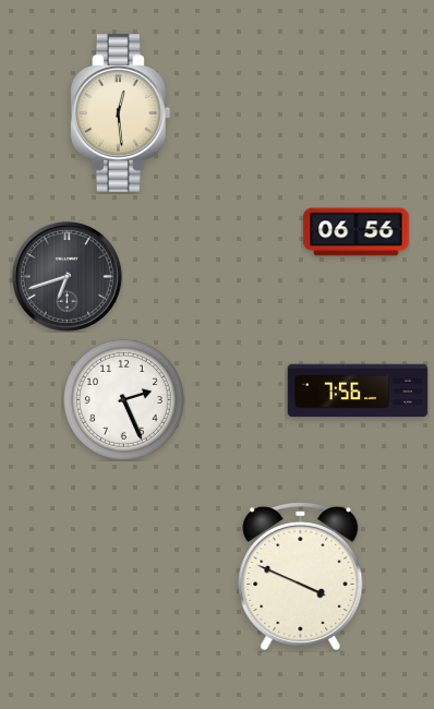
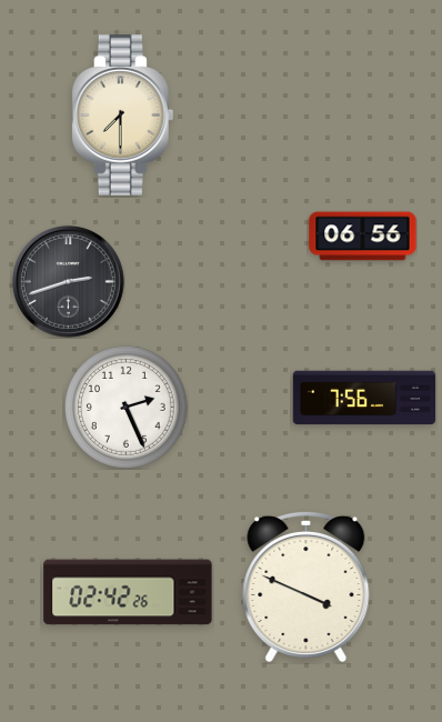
clock at (120, 113): 12:29 -> 7:30
clock at (67, 276): 6:42 -> 2:42
clock at (128, 592): none -> 02:42
